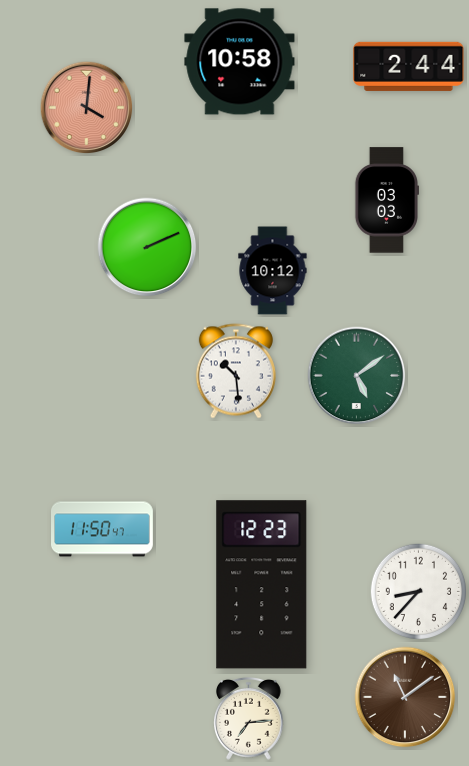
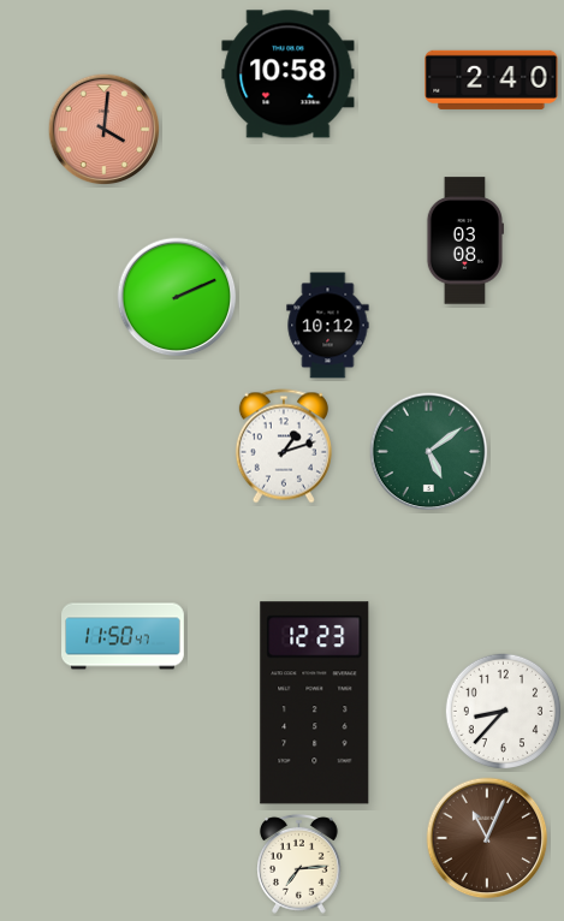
clock at (409, 66): 2:44 -> 2:40
clock at (386, 200): 03:03 -> 03:08
clock at (236, 371): 10:29 -> 1:12
clock at (405, 697): 11:09 -> 11:04
